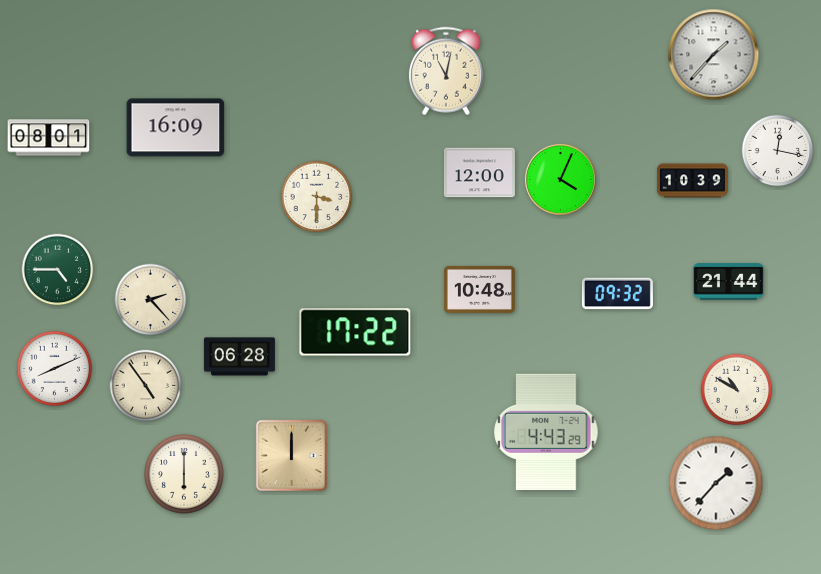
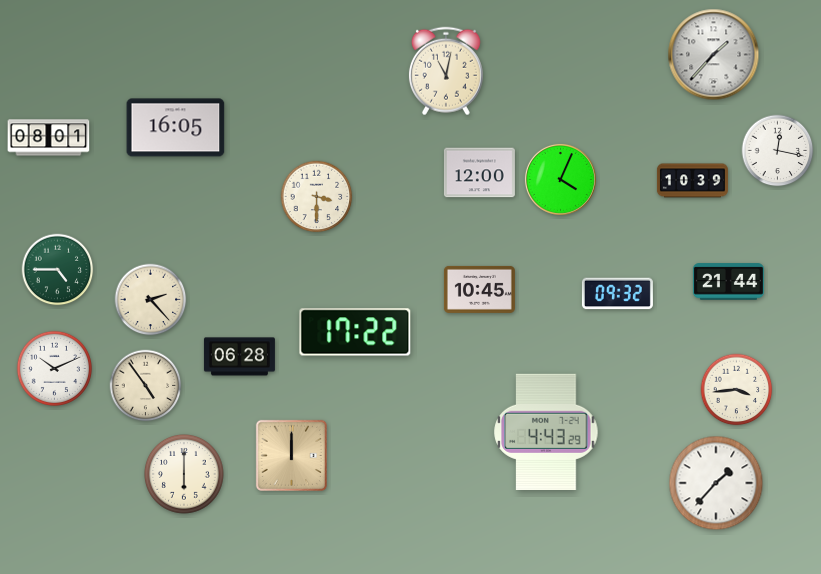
clock at (176, 128): 16:09 -> 16:05
clock at (479, 289): 10:48 -> 10:45
clock at (54, 368): 8:11 -> 10:11
clock at (737, 390): 10:50 -> 3:44
